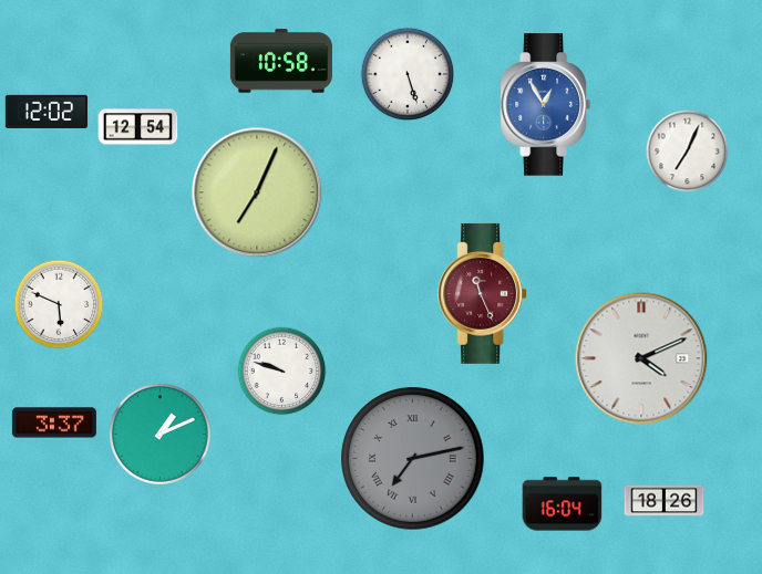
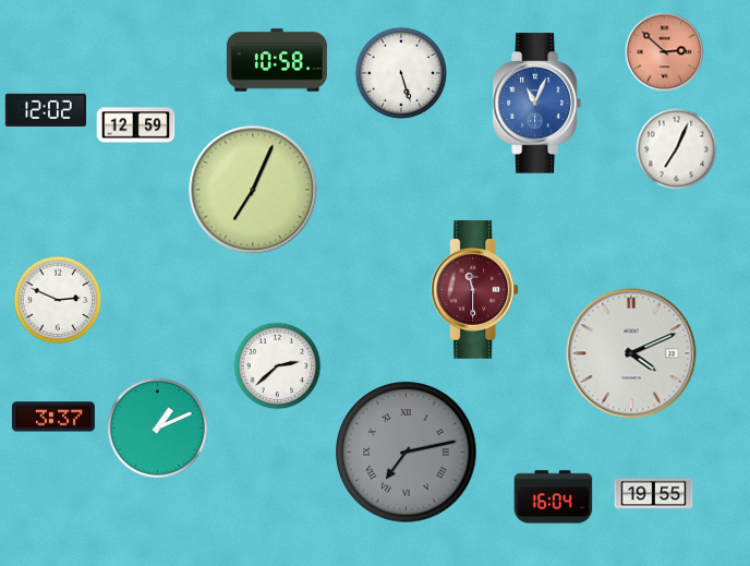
clock at (665, 52): none -> 2:52
clock at (545, 105): 12:55 -> 11:04
clock at (138, 127): 12:54 -> 12:59
clock at (483, 293): 11:26 -> 11:30
clock at (59, 304): 5:49 -> 2:49
clock at (282, 372): 9:48 -> 2:38
clock at (665, 501): 18:26 -> 19:55
